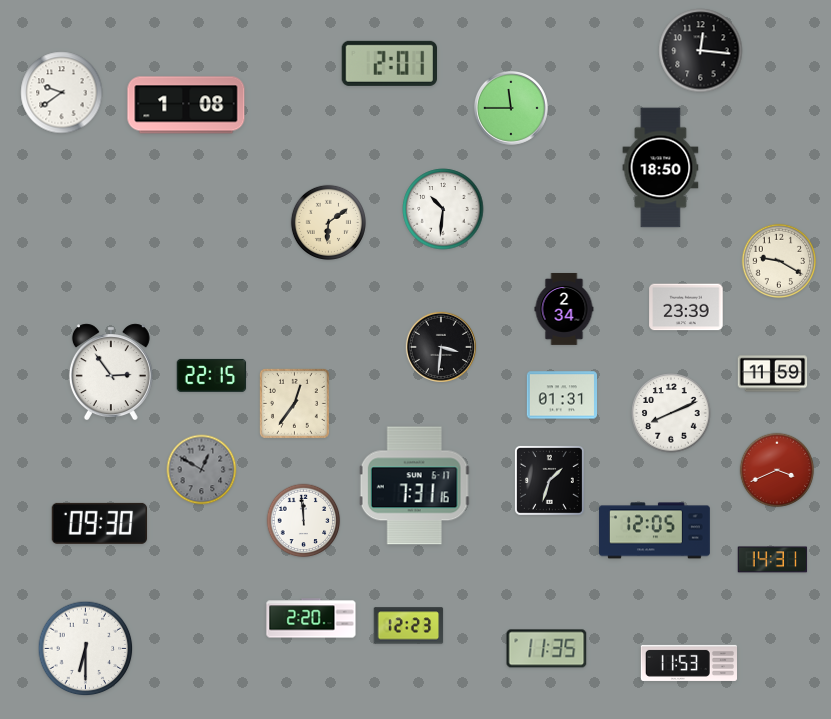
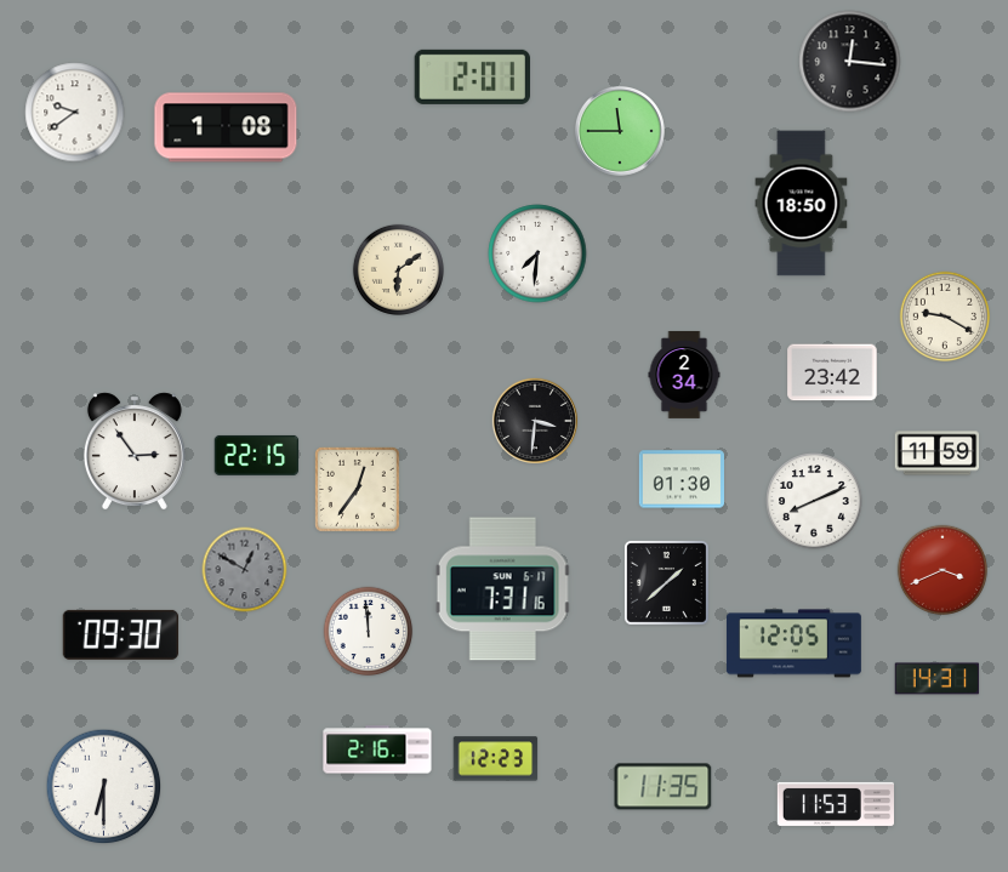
clock at (443, 209): 10:31 -> 7:31
clock at (686, 307): 23:39 -> 23:42
clock at (561, 395): 01:31 -> 01:30
clock at (549, 480): 1:33 -> 1:38
clock at (311, 618): 2:20 -> 2:16
